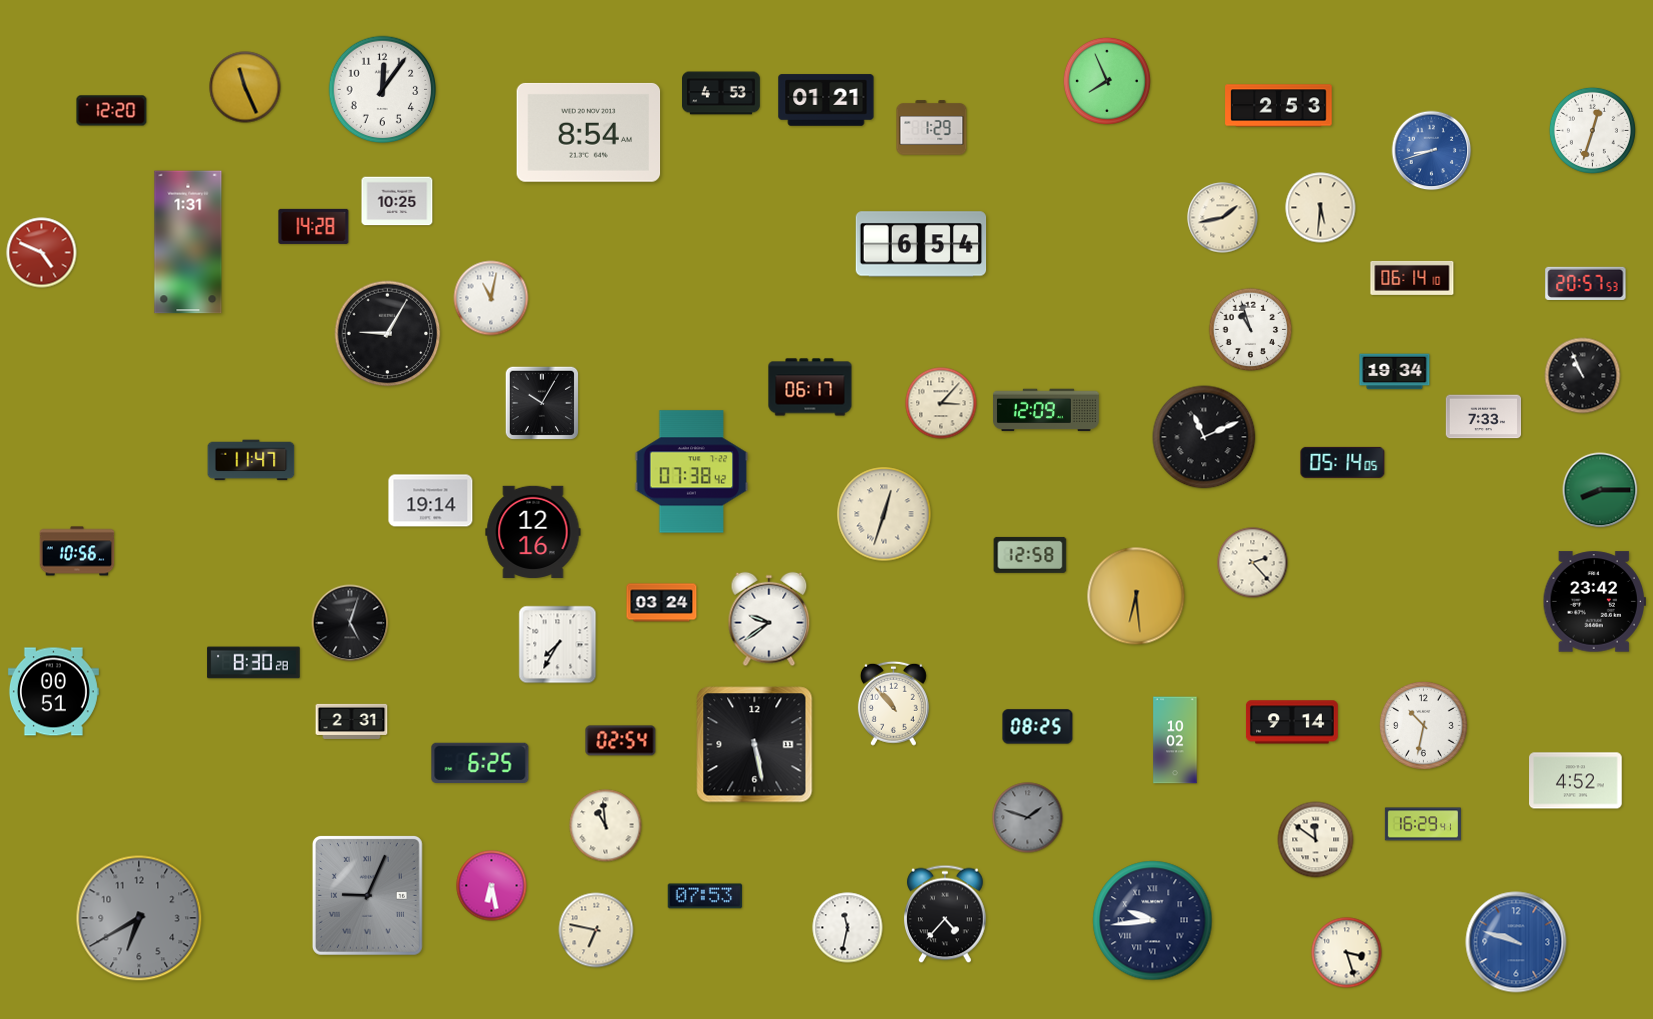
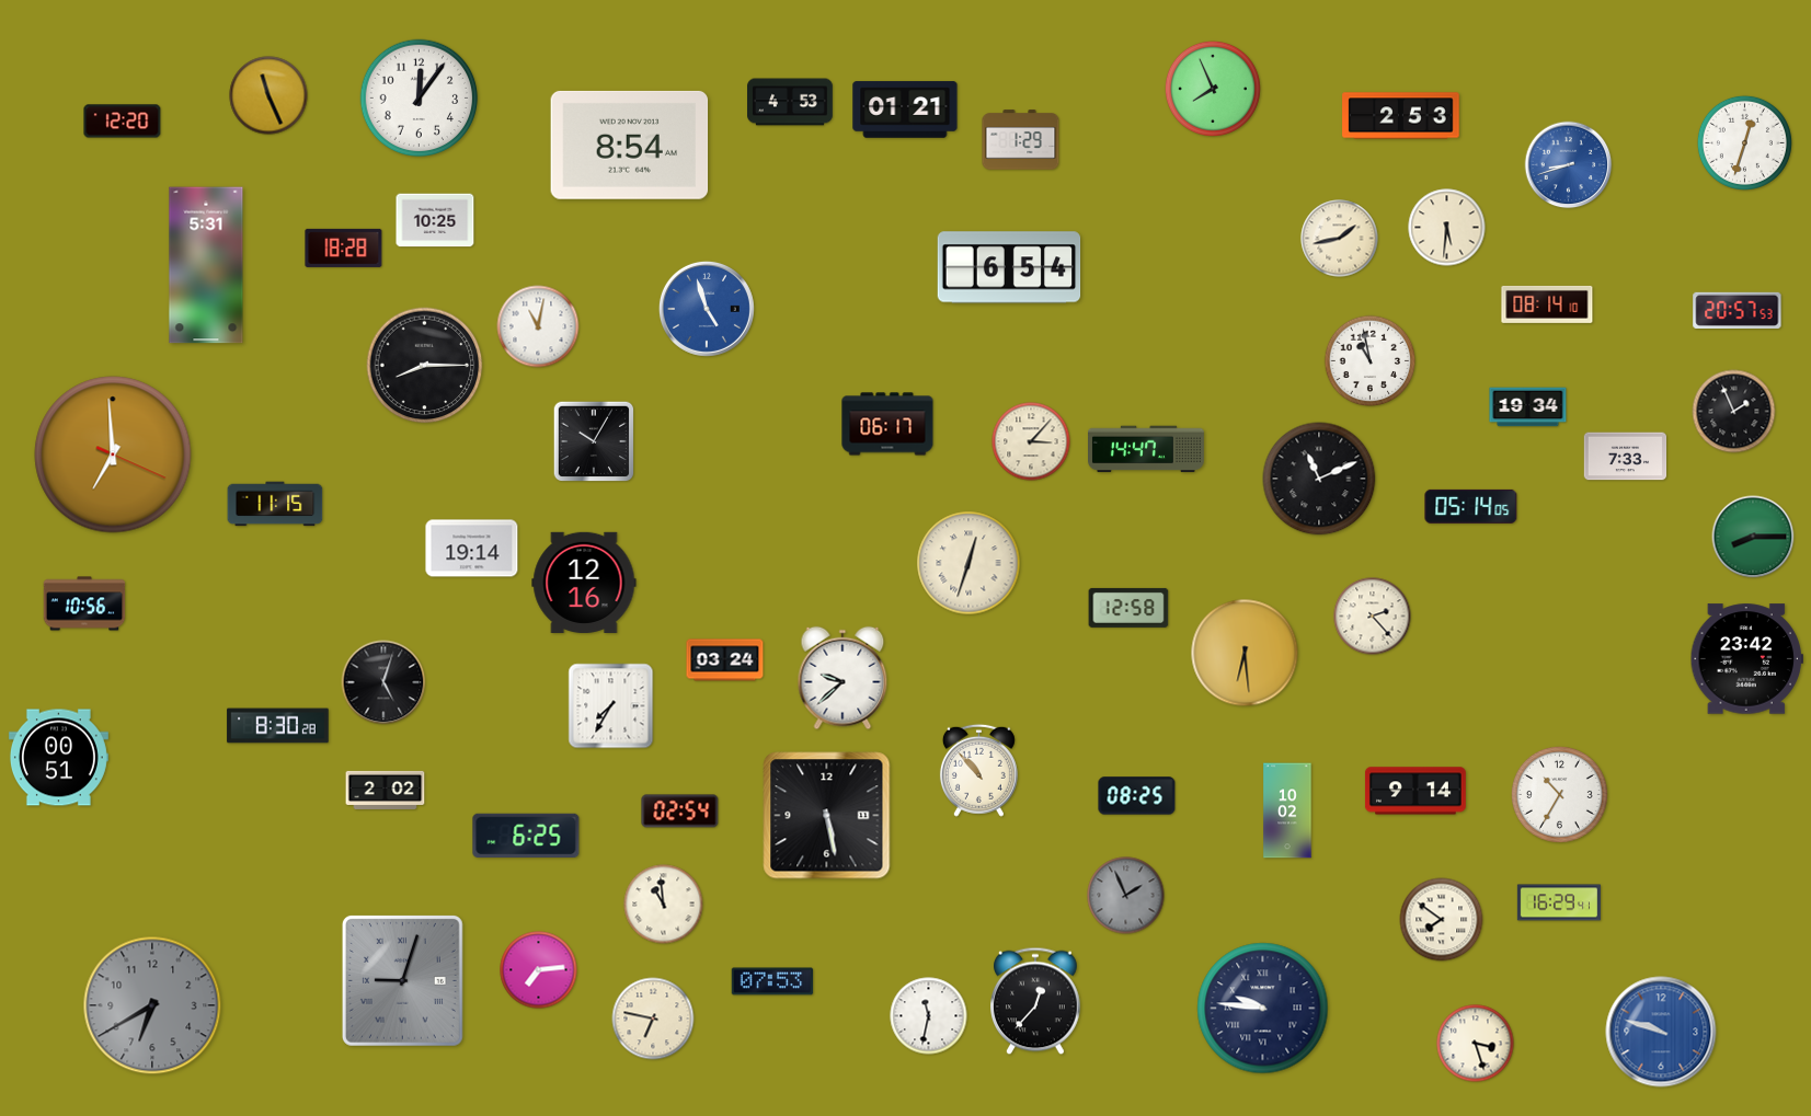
clock at (589, 132) position: (589, 132) -> (630, 145)
clock at (314, 226): 14:28 -> 18:28
clock at (188, 242): 1:31 -> 5:31
clock at (42, 253): 4:49 -> none
clock at (1412, 278): 06:14 -> 08:14
clock at (707, 309): none -> 4:57
clock at (1251, 330): 10:57 -> 10:58
clock at (388, 334): 9:05 -> 8:15
clock at (1583, 376): 10:56 -> 1:56
clock at (1047, 410): 12:09 -> 14:47
clock at (113, 455): none -> 6:59
clock at (251, 460): 11:47 -> 11:15
clock at (692, 472): 07:38 -> none
clock at (769, 619): 9:39 -> 9:38
clock at (352, 721): 2:31 -> 2:02
clock at (1423, 725): 10:32 -> 10:35
clock at (1576, 781): 4:52 -> none
clock at (1028, 818): 1:48 -> 1:56
clock at (1316, 840): 11:51 -> 7:51
clock at (492, 886): 6:28 -> 7:14
clock at (367, 895): 9:04 -> 9:03
clock at (946, 914): 4:37 -> 12:37
clock at (1153, 921): 9:44 -> 9:46
